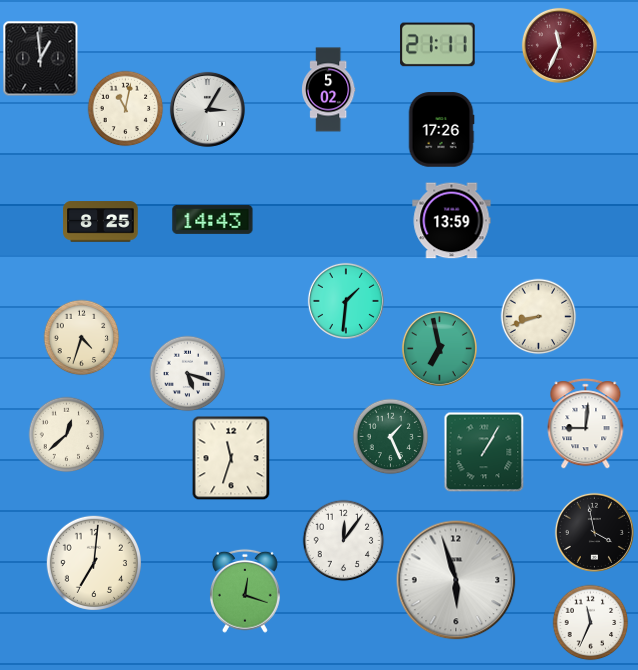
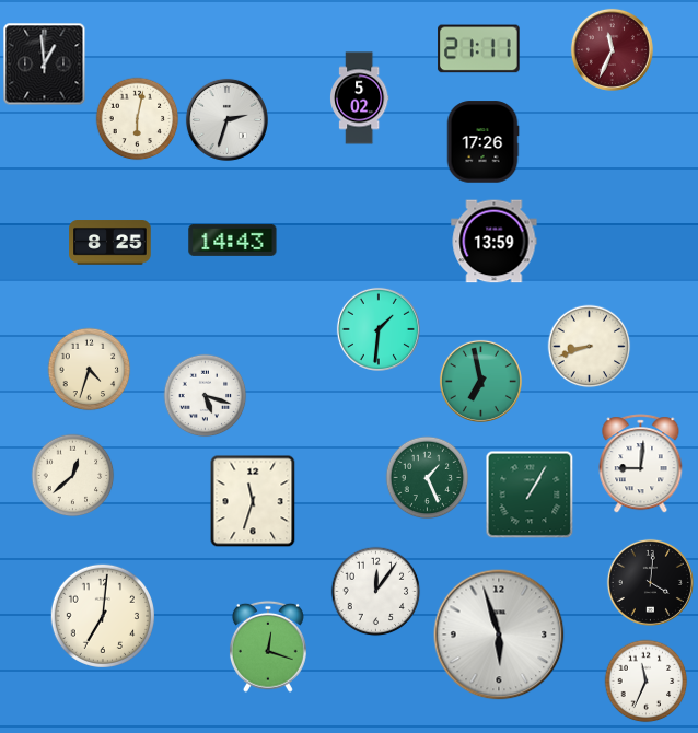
clock at (126, 109): 11:02 -> 6:02
clock at (207, 109): 3:05 -> 2:33
clock at (188, 374) position: (188, 374) -> (206, 396)
clock at (594, 532): 3:58 -> 4:01
